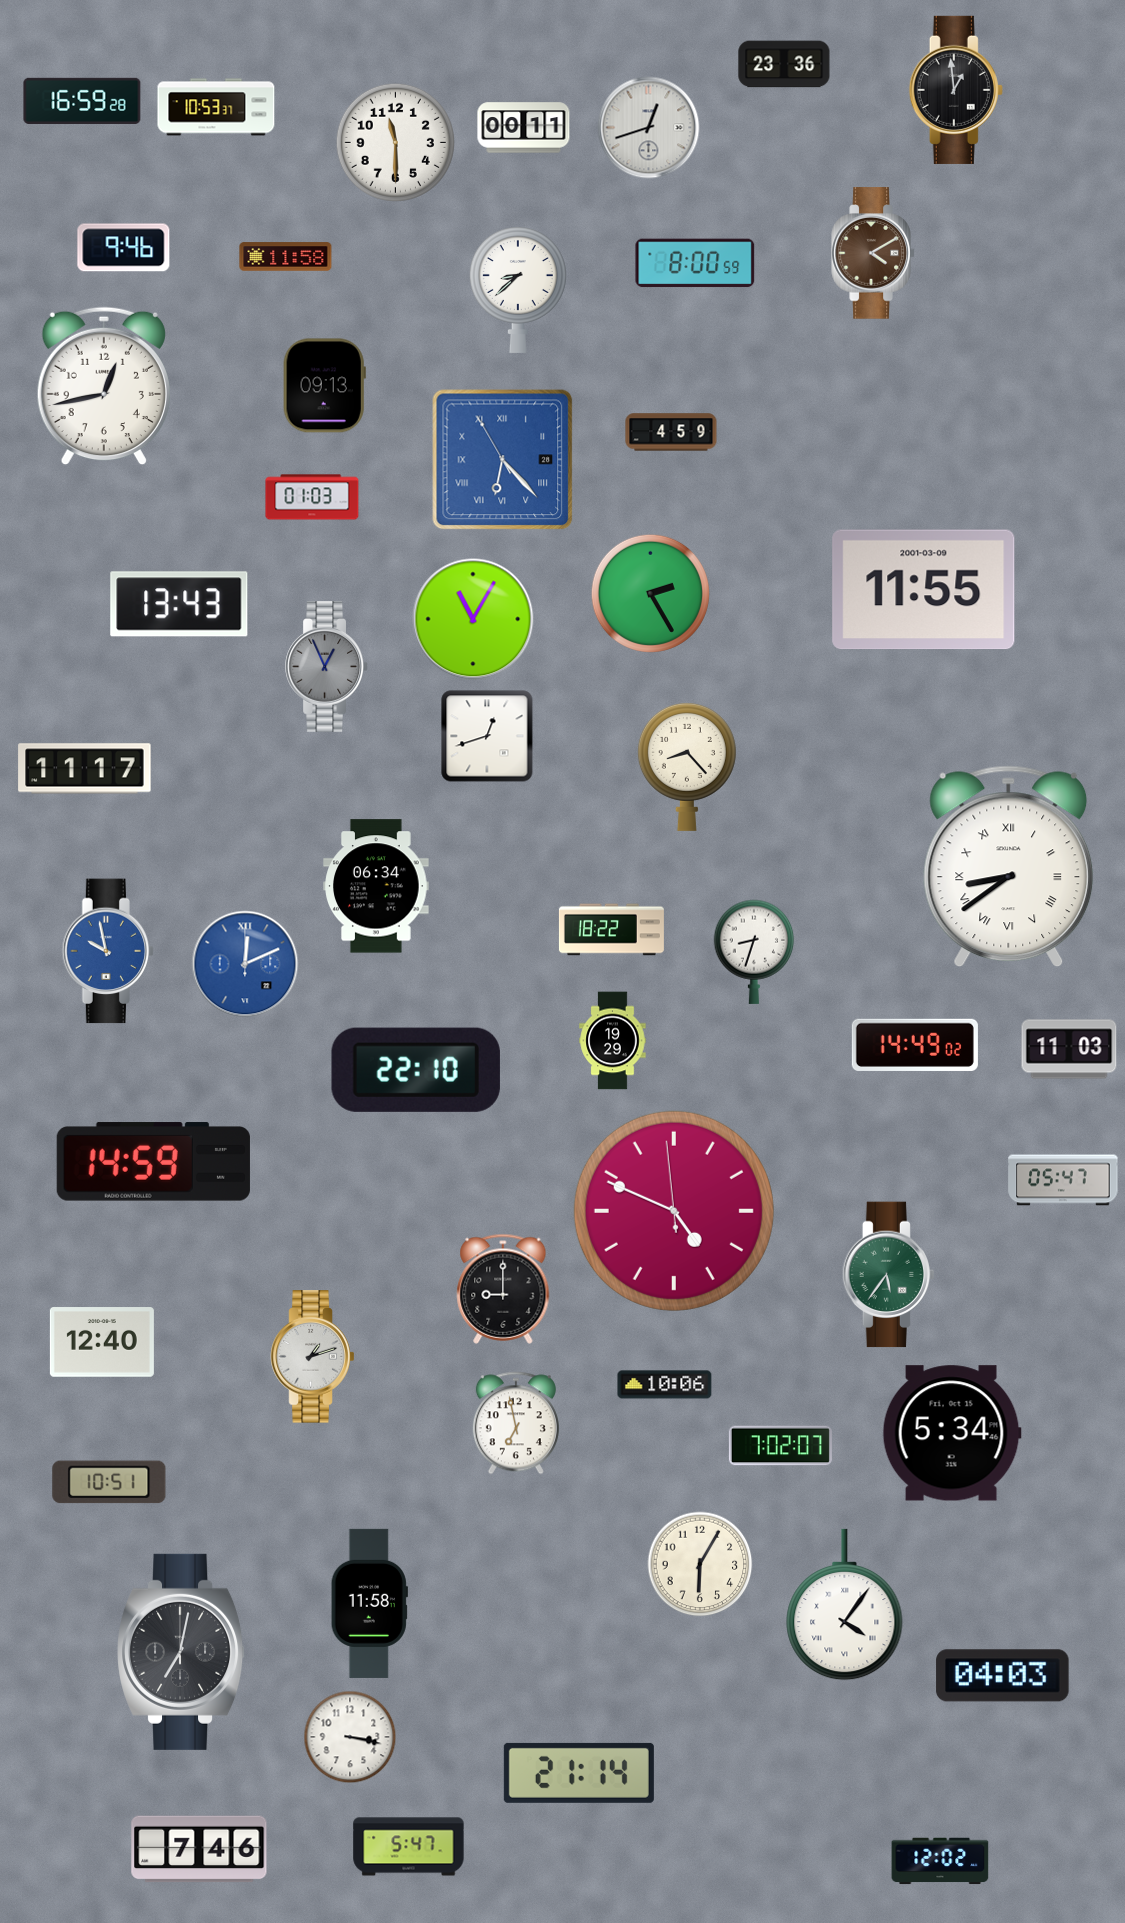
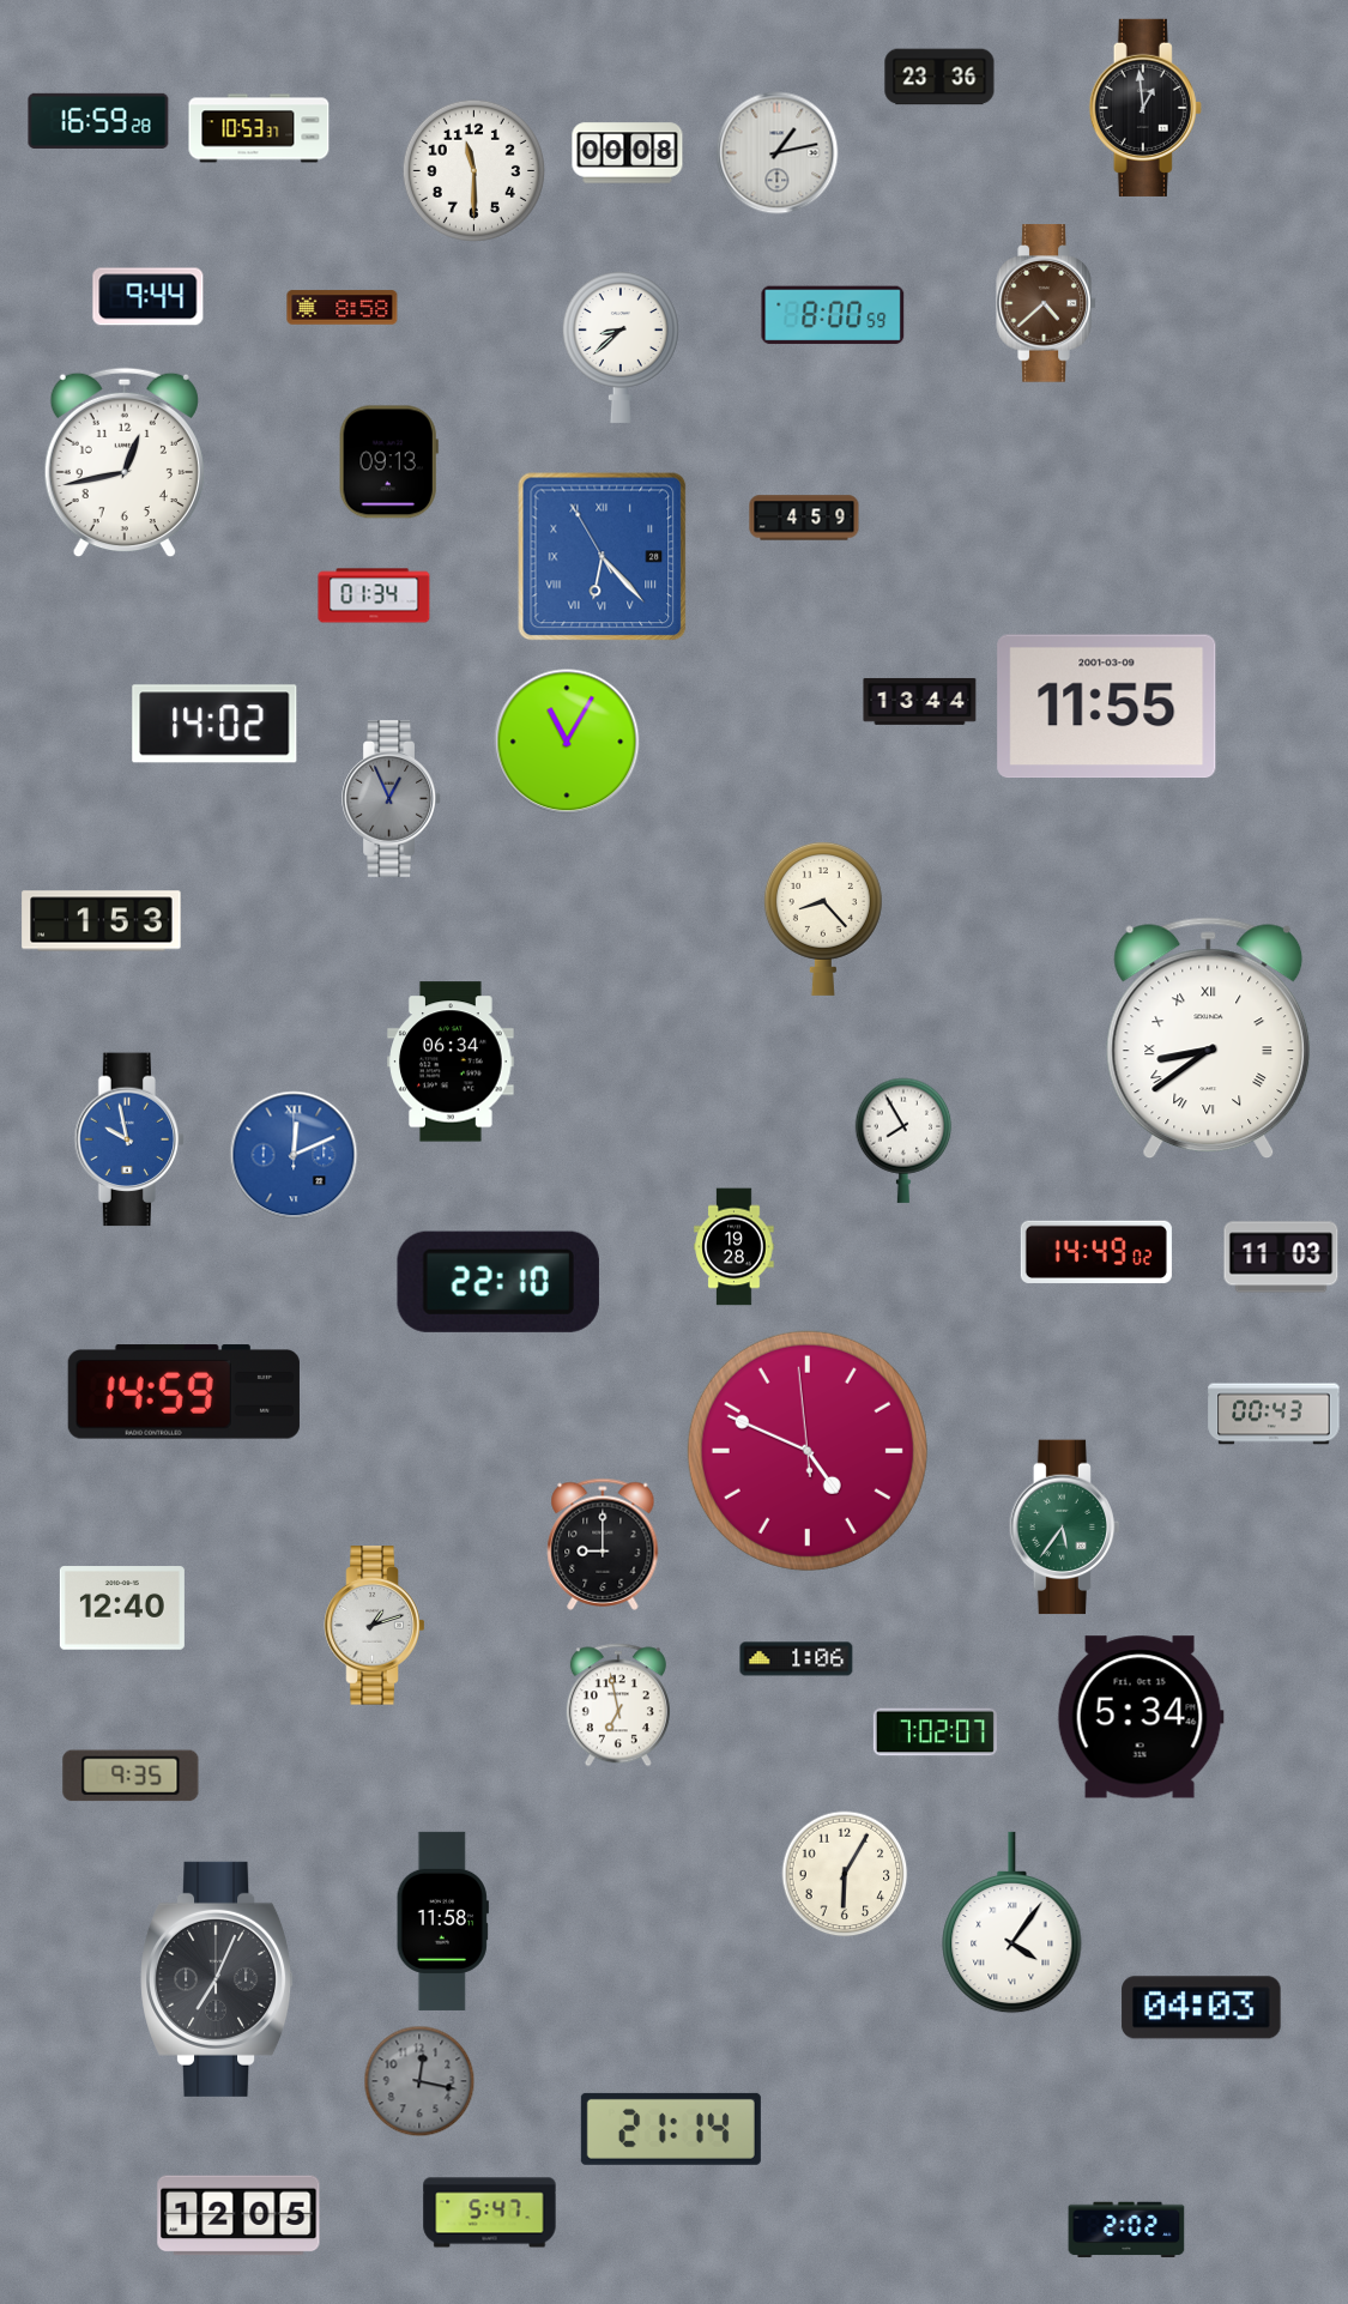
clock at (524, 128): 00:11 -> 00:08
clock at (649, 128): 12:42 -> 1:13
clock at (124, 248): 9:46 -> 9:44
clock at (873, 253): 4:10 -> 4:38
clock at (286, 257): 11:58 -> 8:58
clock at (503, 460) position: (503, 460) -> (603, 557)
clock at (312, 497): 01:03 -> 01:34
clock at (920, 701): none -> 13:44
clock at (650, 593): 2:25 -> none
clock at (179, 604): 13:43 -> 14:02
clock at (487, 736): 12:42 -> none
clock at (85, 769): 11:17 -> 1:53
clock at (611, 930): 18:22 -> none
clock at (754, 952): 8:33 -> 7:55
clock at (613, 1041): 19:29 -> 19:28
clock at (1063, 1180): 05:47 -> 00:43
clock at (665, 1385): 10:06 -> 1:06
clock at (109, 1482): 10:51 -> 9:35
clock at (700, 1564) position: (700, 1564) -> (845, 1874)
clock at (182, 1652): 7:02 -> 7:04
clock at (350, 1737): 3:17 -> 12:17
clock at (350, 1737) dial: white -> grey
clock at (579, 1773) position: (579, 1773) -> (671, 2129)
clock at (199, 1849): 7:46 -> 12:05
clock at (940, 1861): 12:02 -> 2:02
